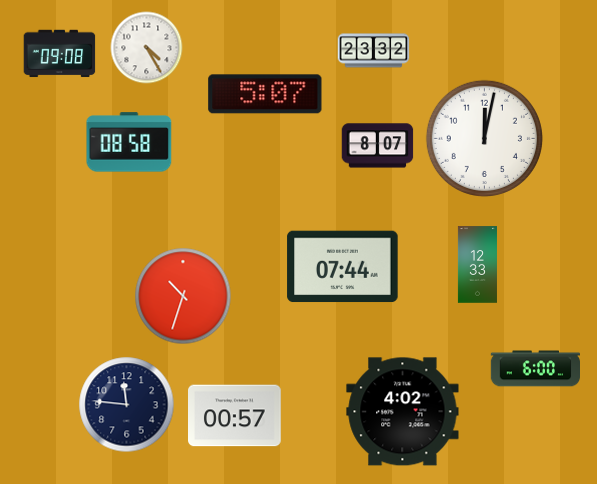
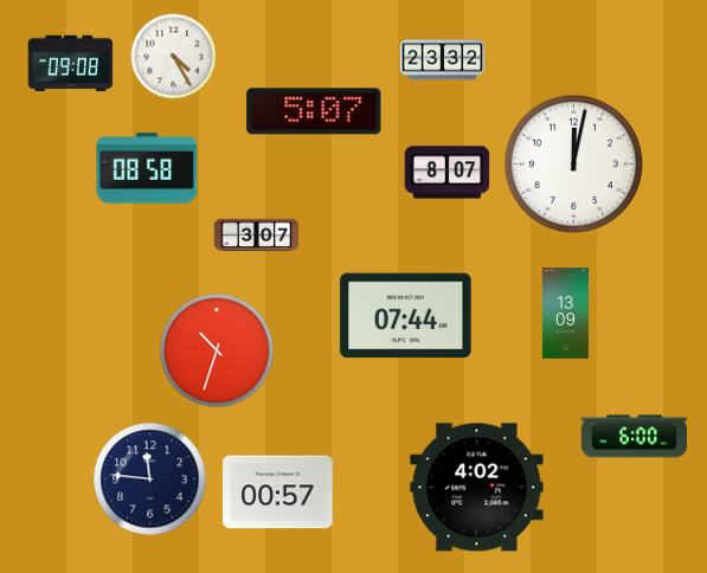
clock at (129, 142) position: (129, 142) -> (147, 168)
clock at (257, 236): none -> 3:07
clock at (477, 265): 12:33 -> 13:09
